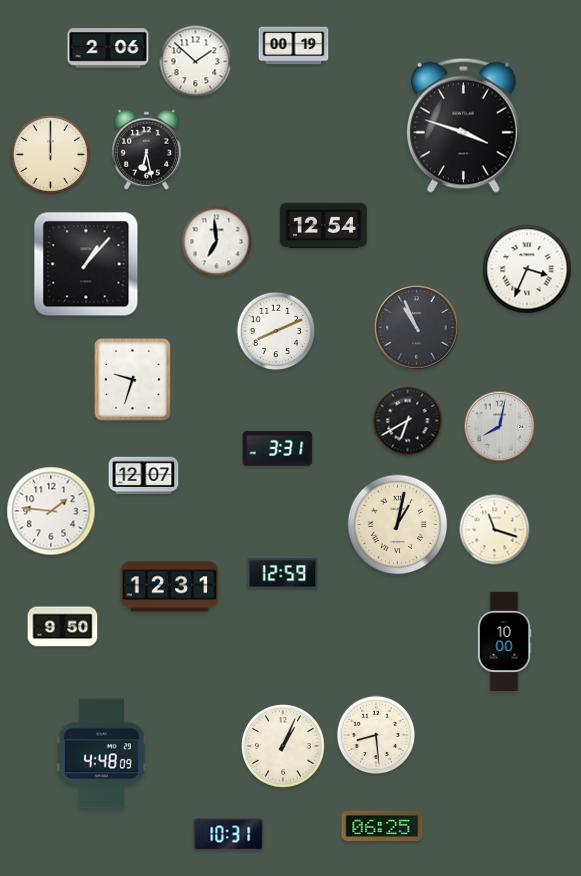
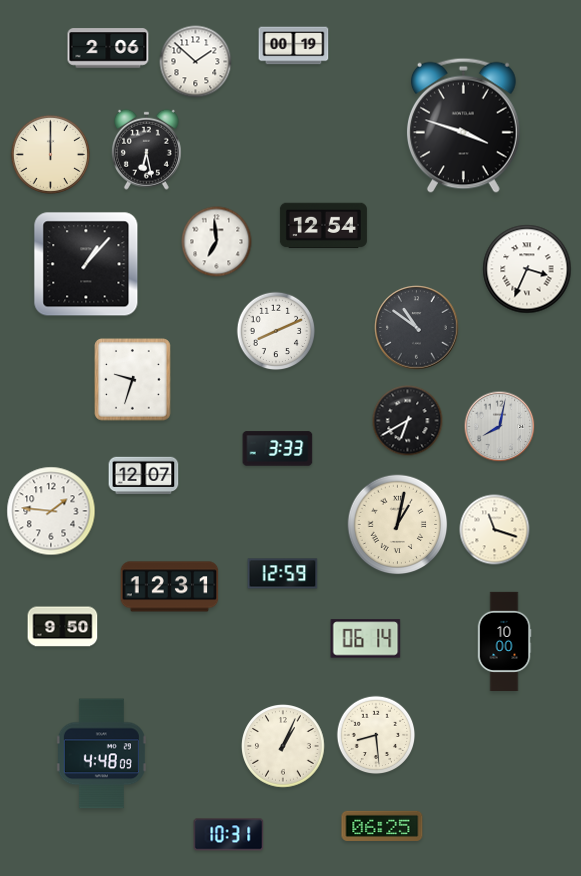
clock at (417, 328): 10:56 -> 10:51
clock at (278, 449): 3:31 -> 3:33
clock at (366, 639): none -> 06:14
